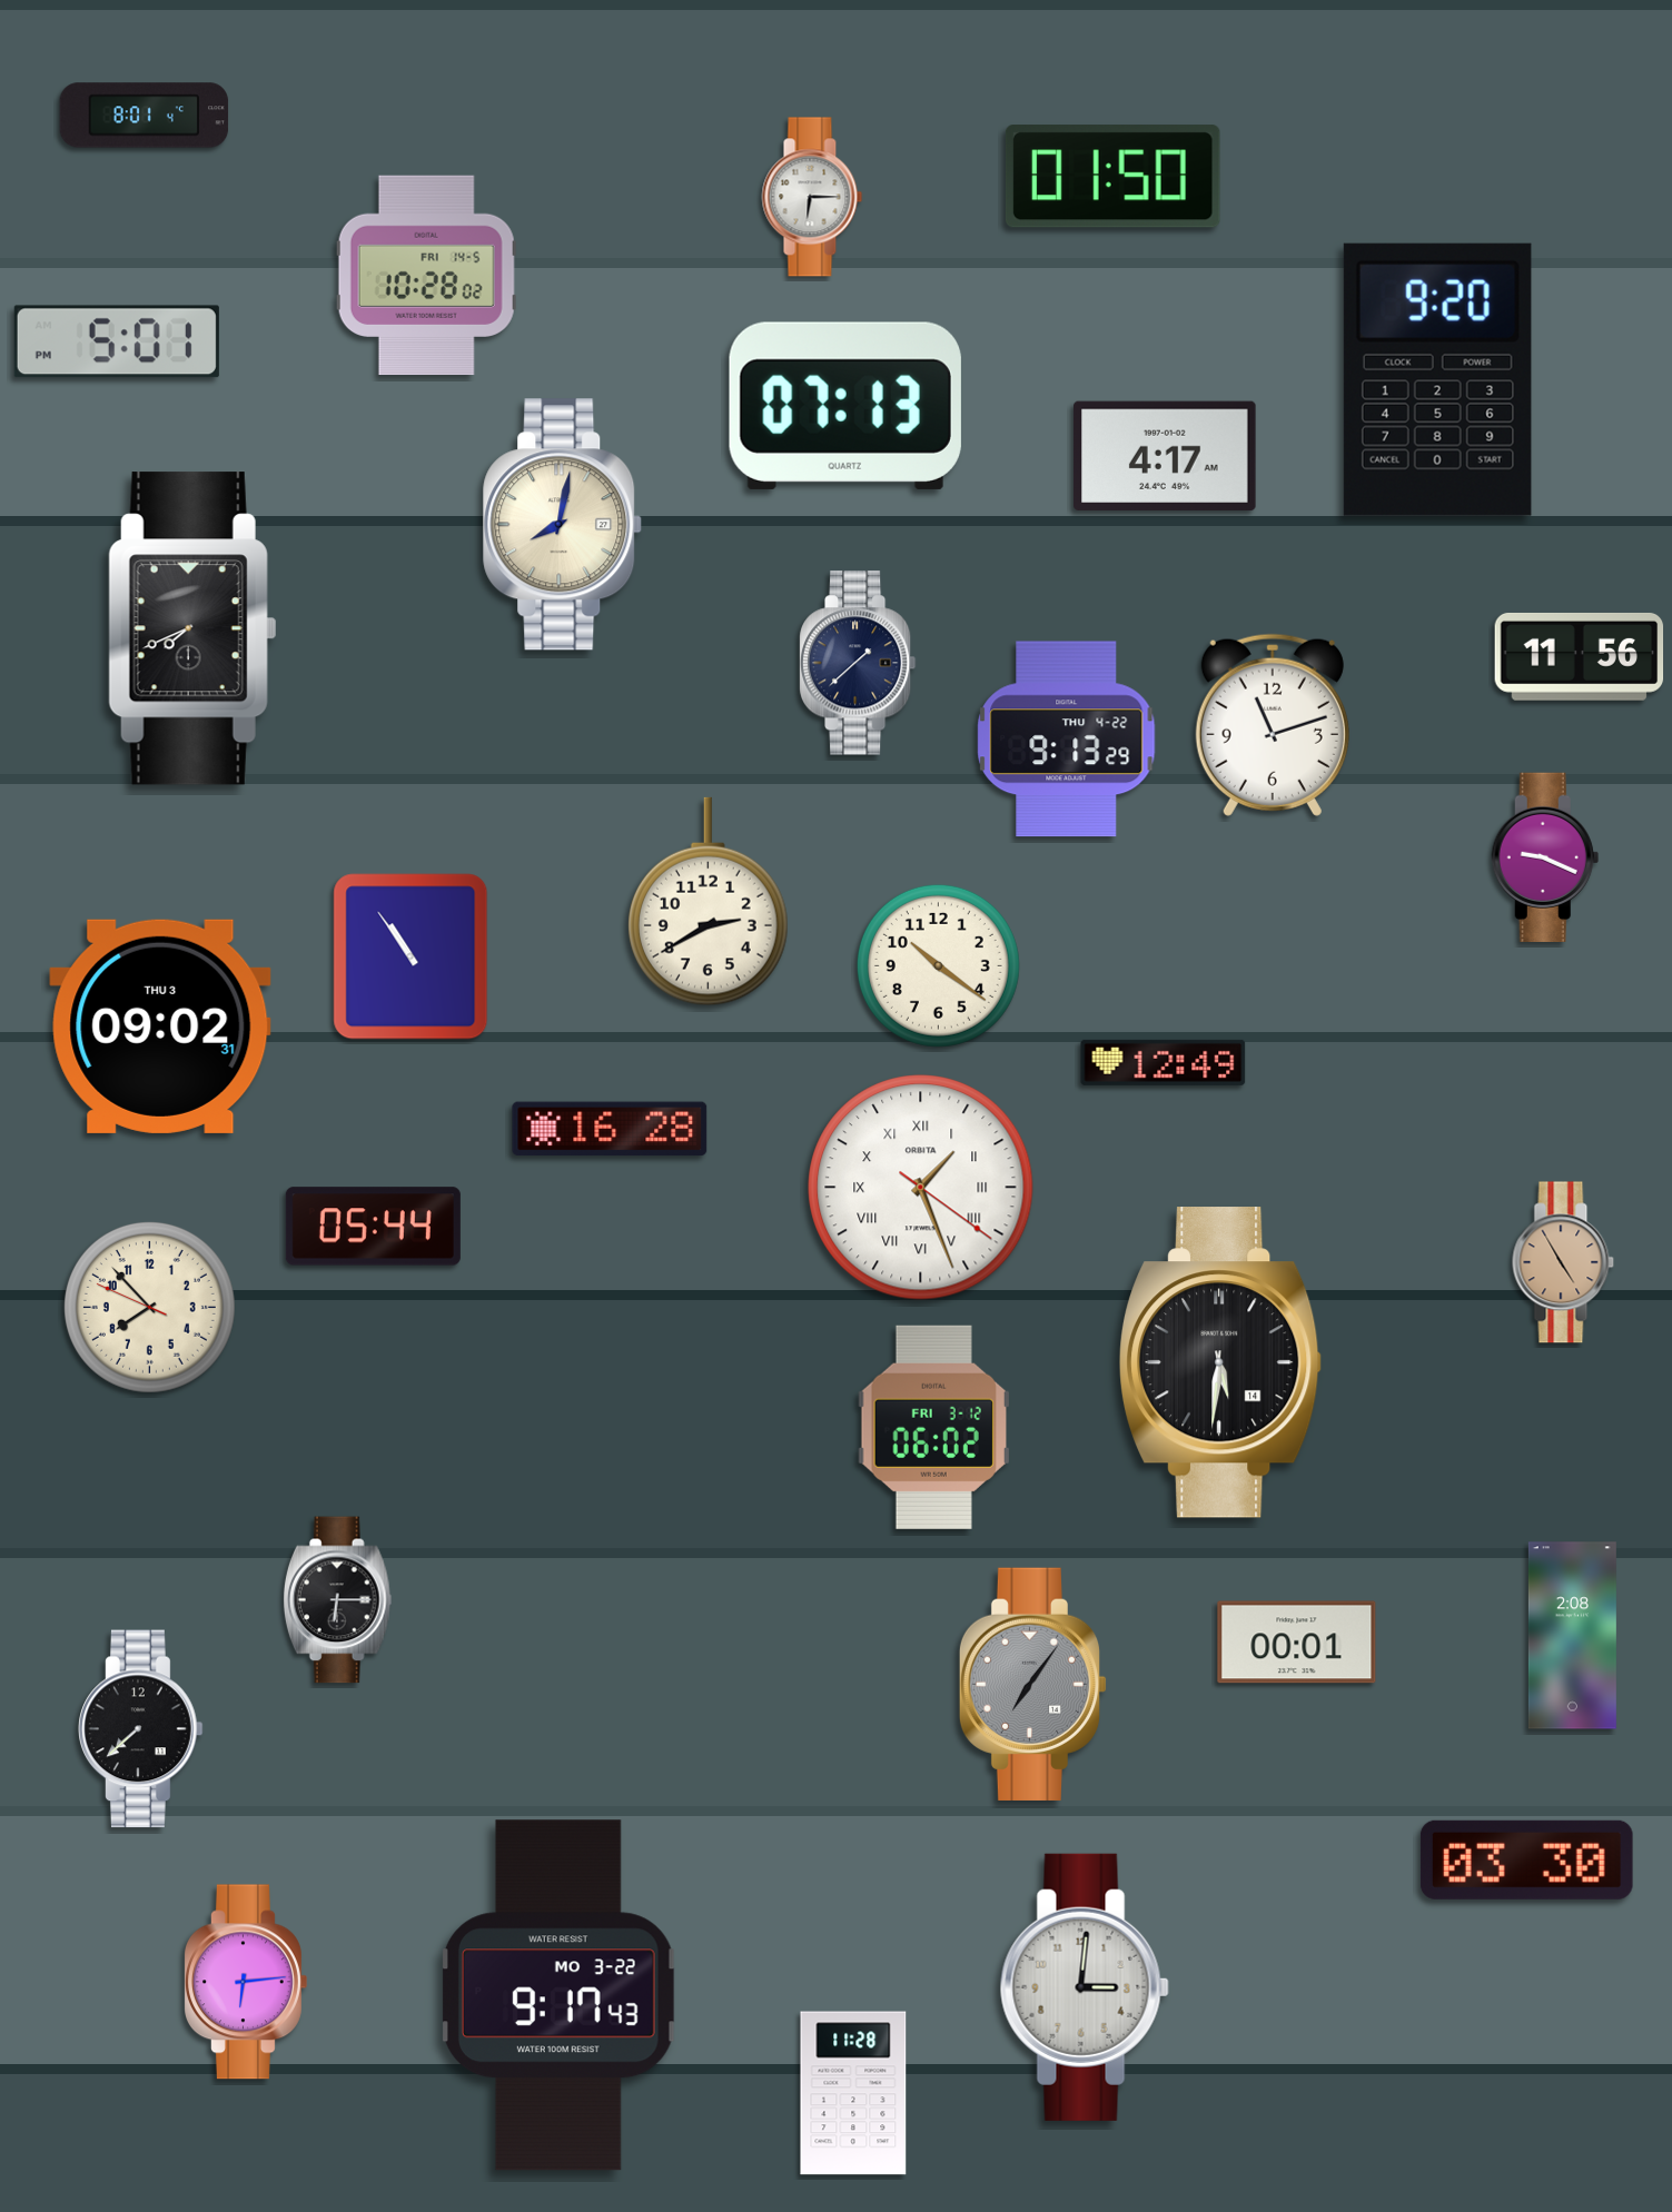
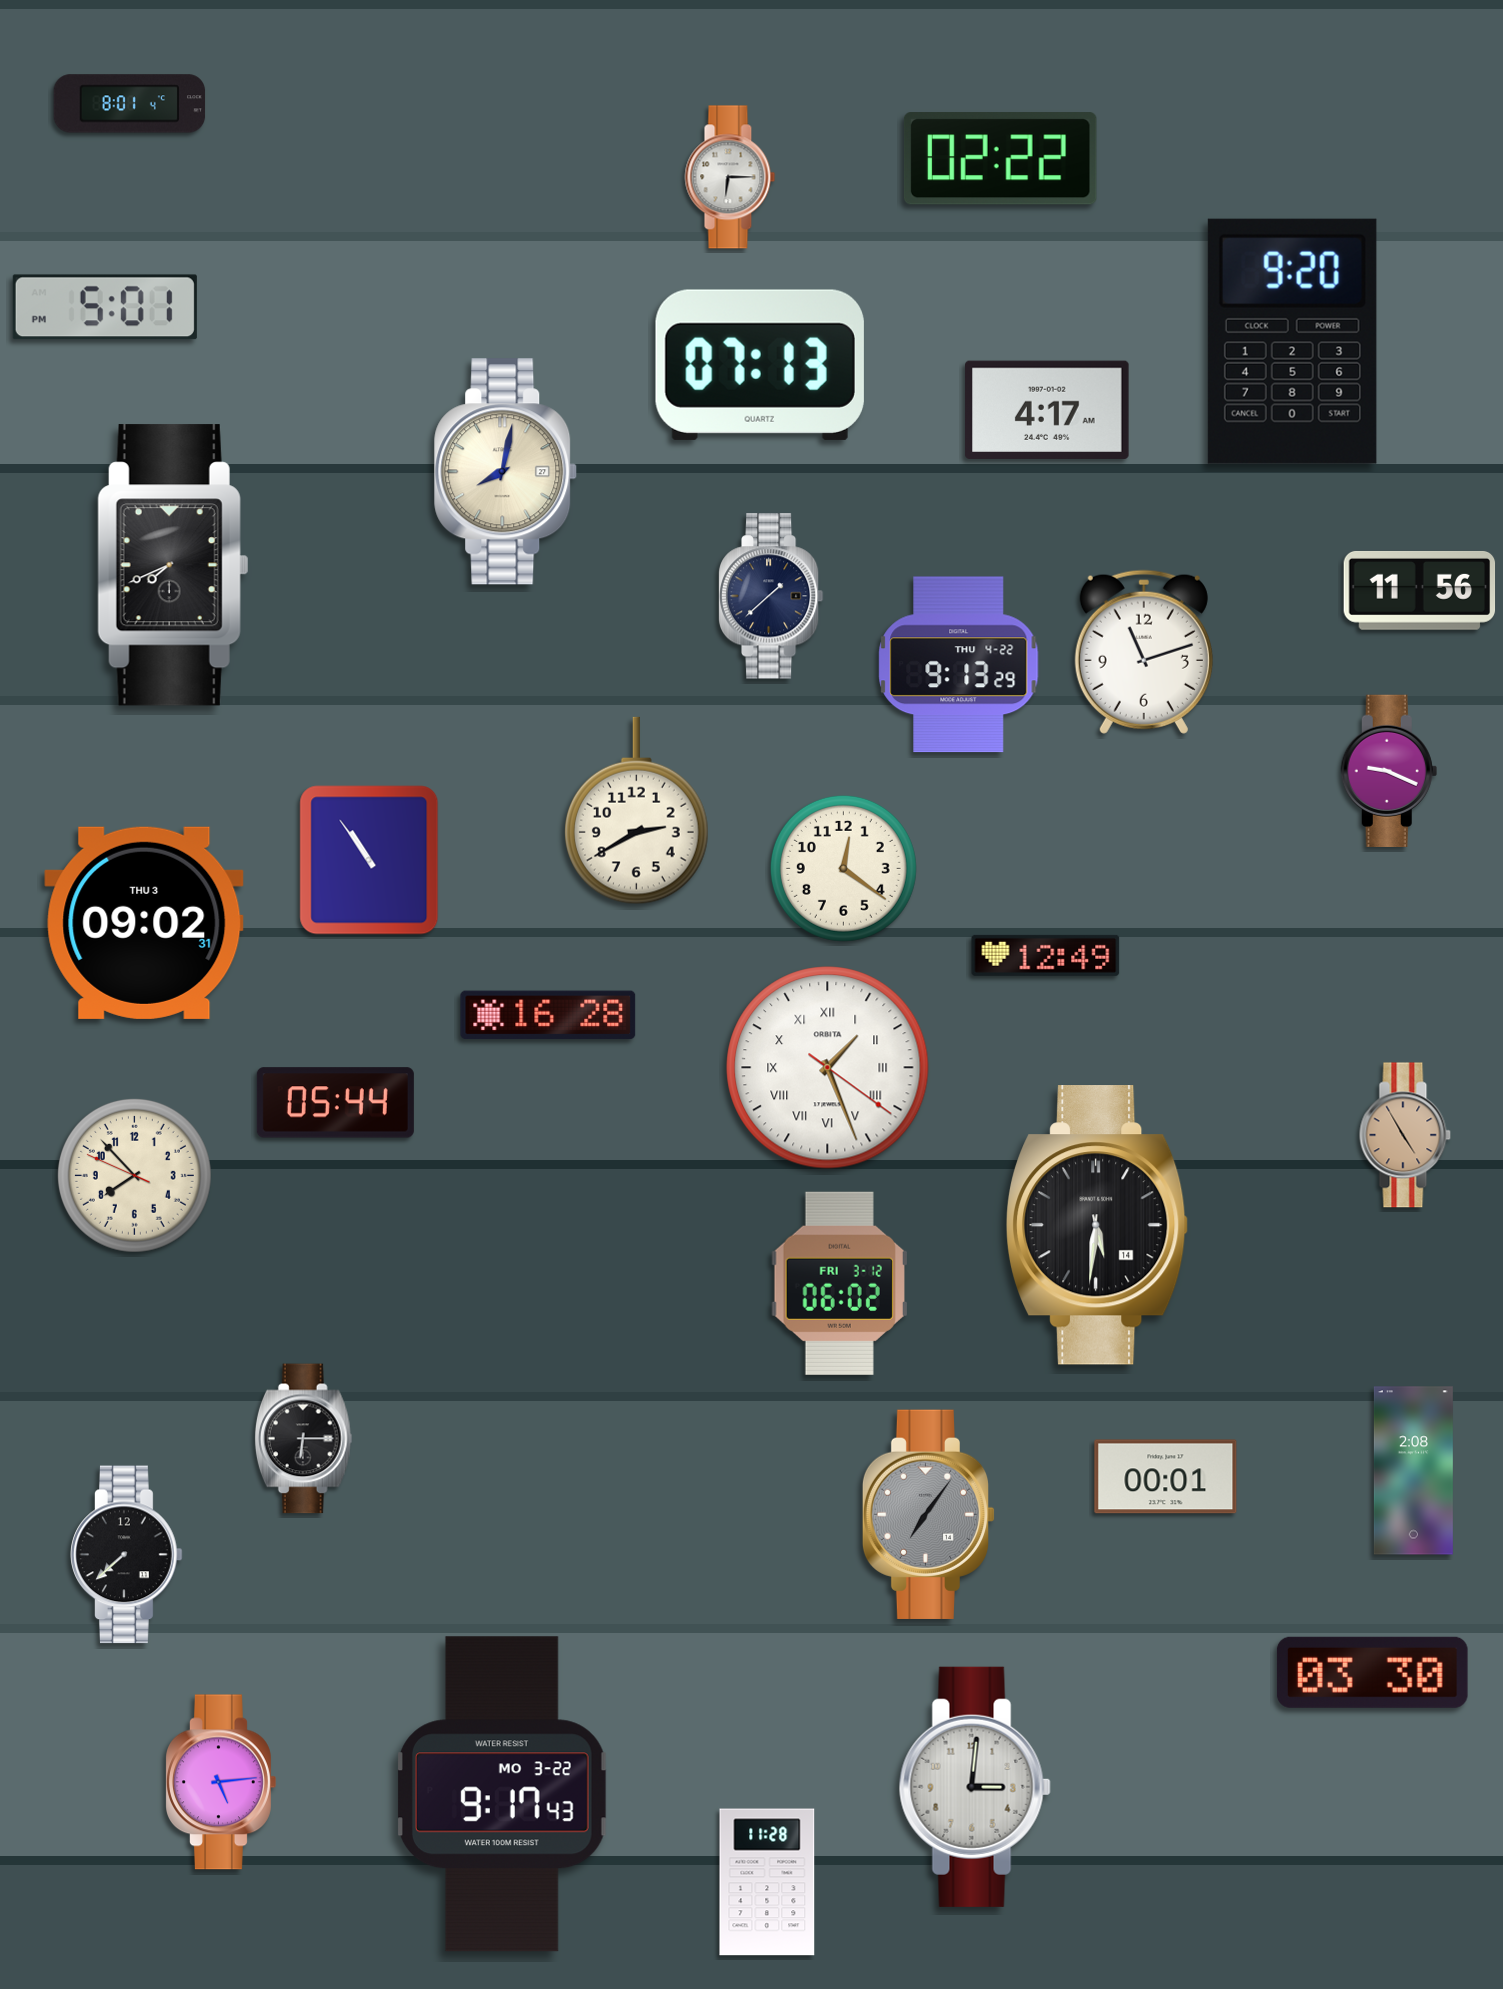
clock at (1112, 177): 01:50 -> 02:22
clock at (426, 276): 10:28 -> none
clock at (938, 965): 10:21 -> 12:21
clock at (246, 1982): 6:14 -> 5:14
